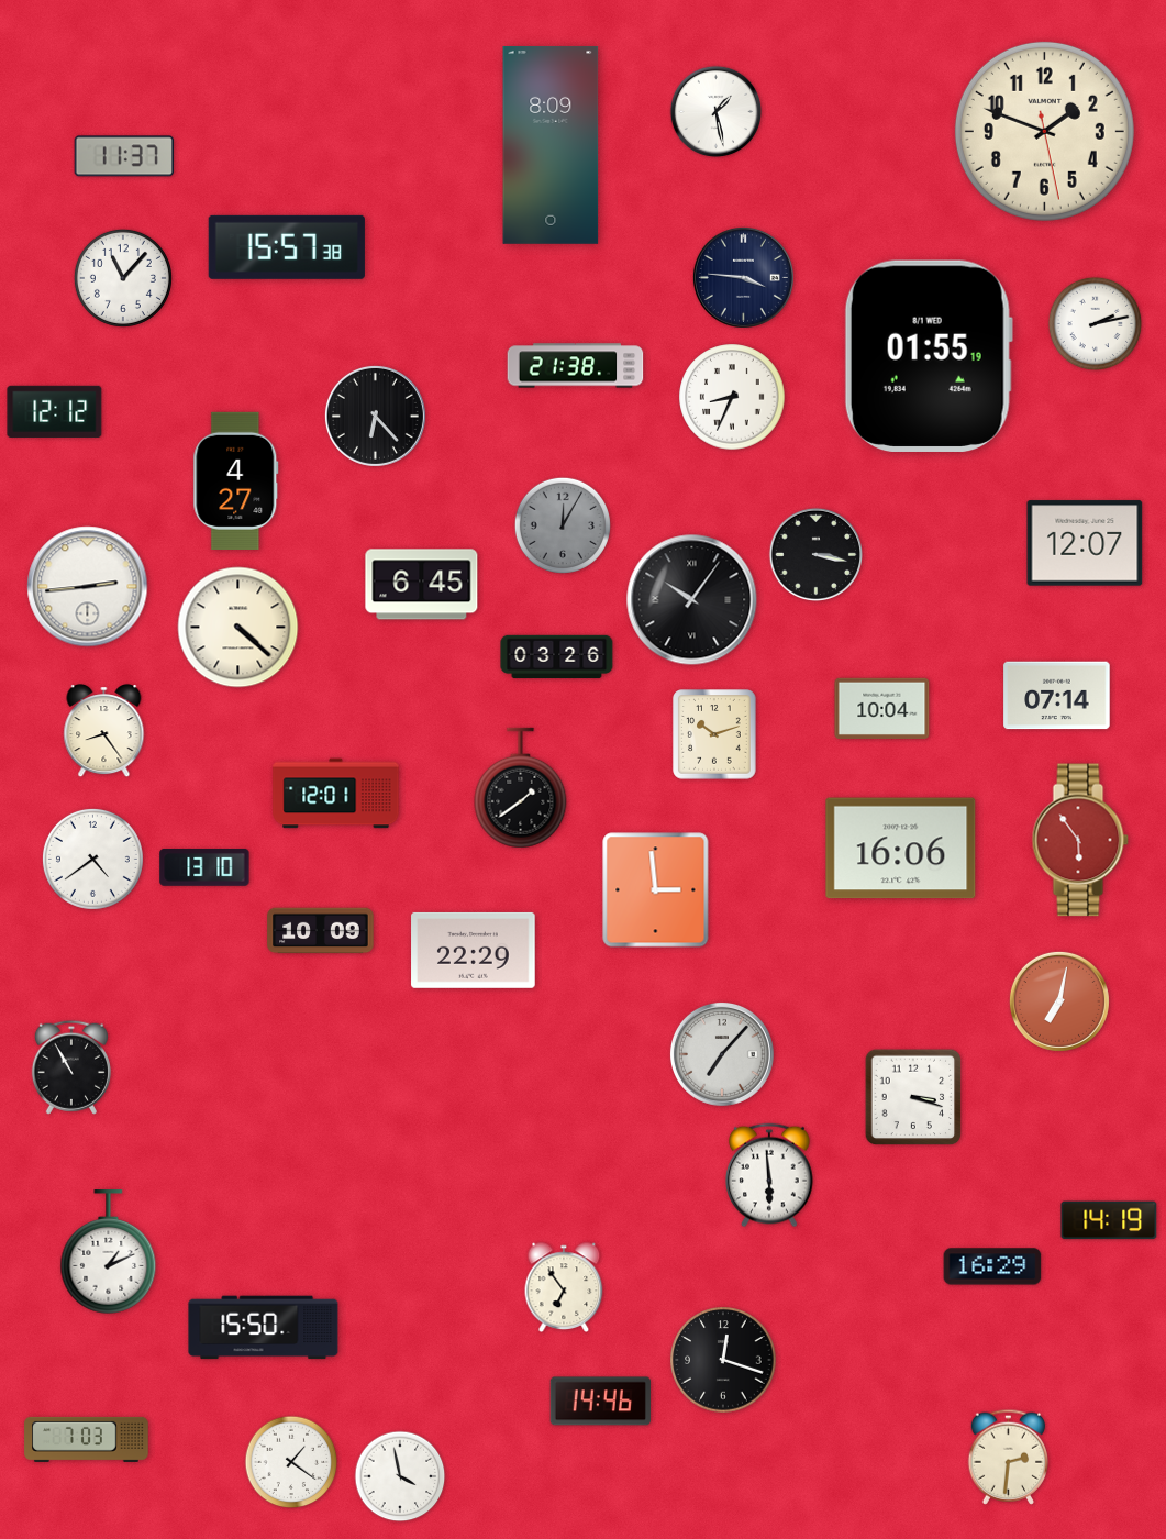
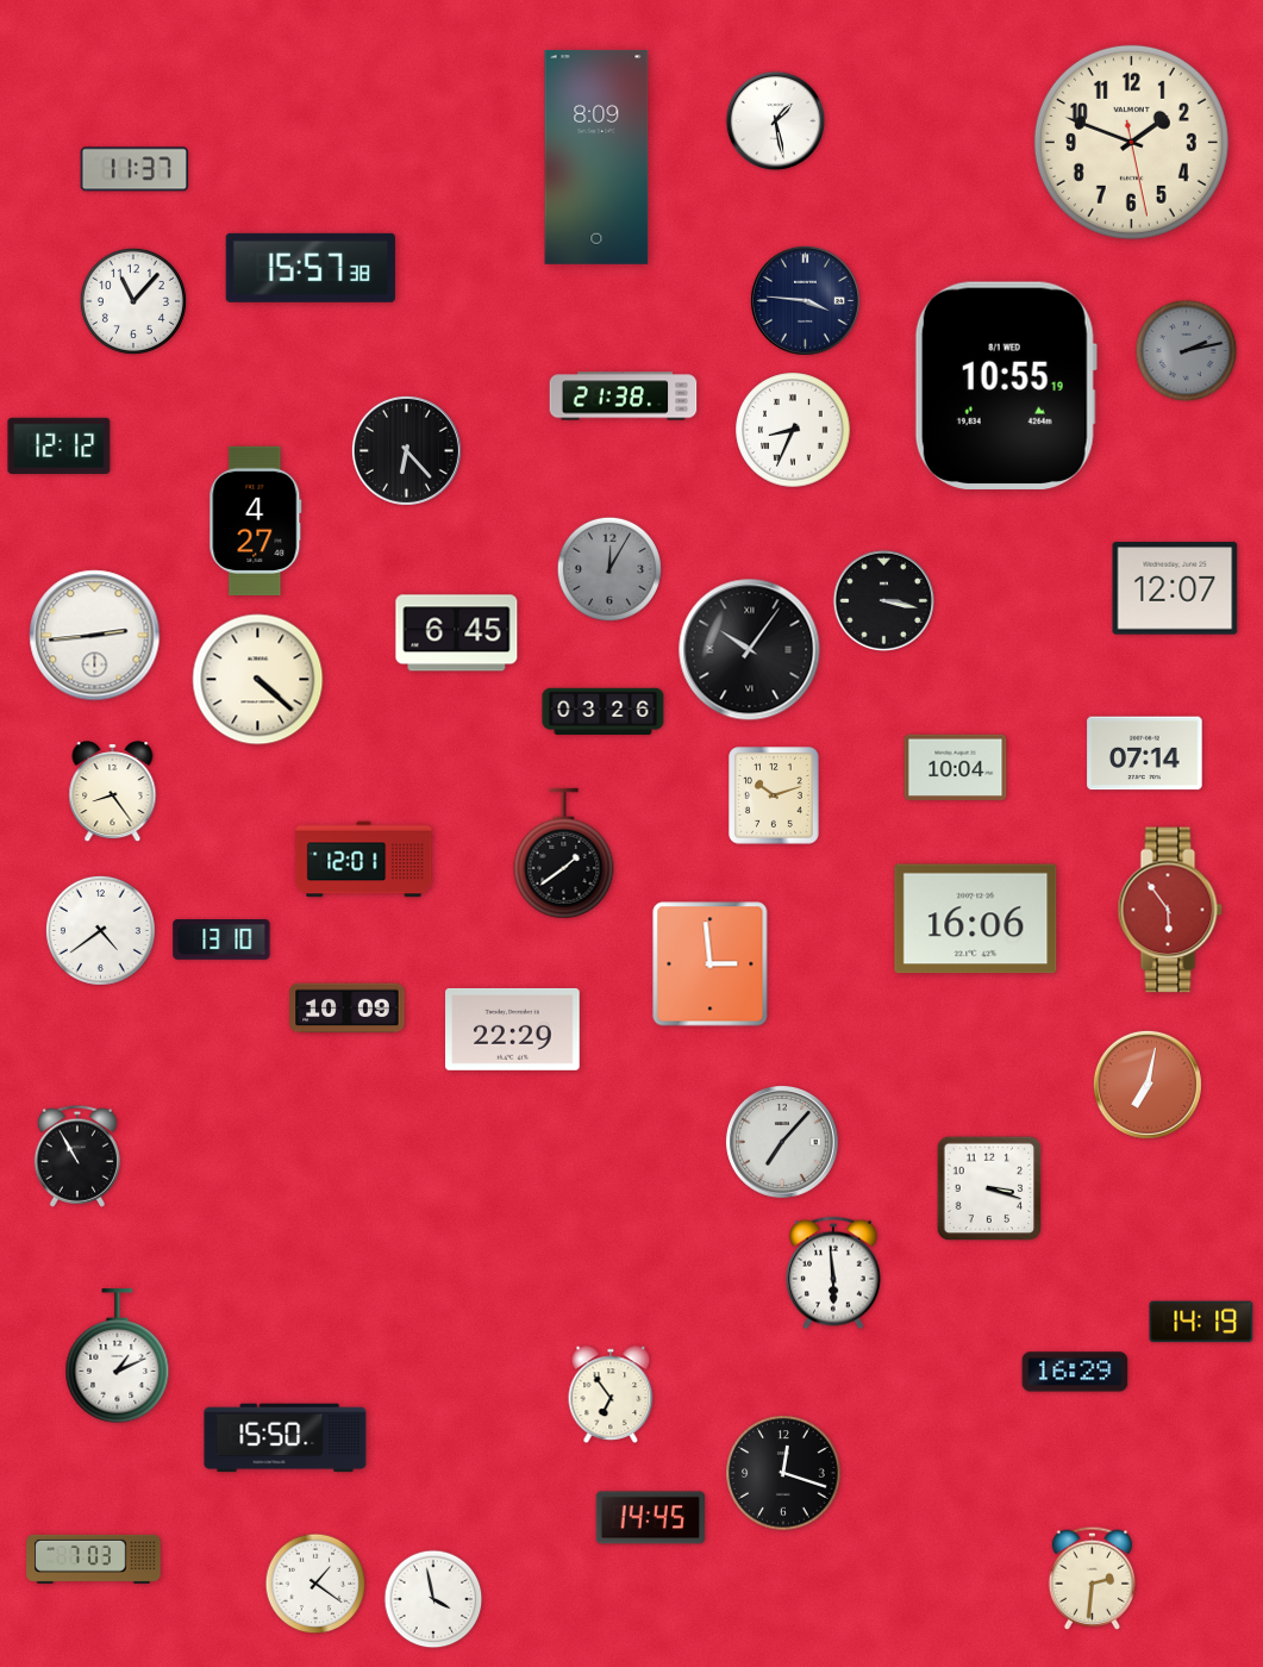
clock at (1096, 324) dial: white -> grey
clock at (929, 356): 01:55 -> 10:55
clock at (600, 1402): 14:46 -> 14:45
